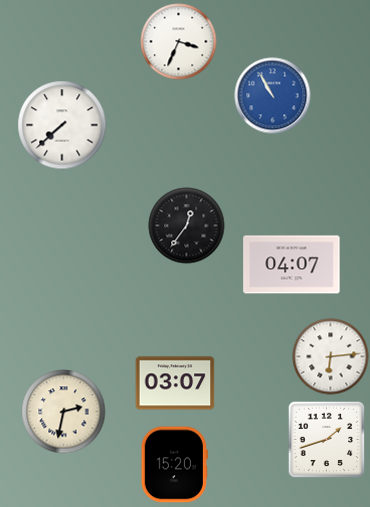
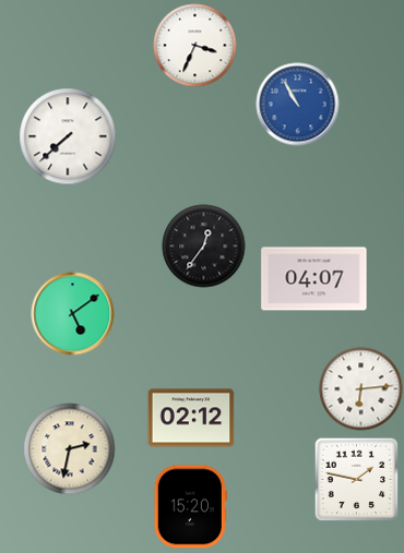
clock at (292, 265) position: (292, 265) -> (314, 279)
clock at (73, 314): none -> 5:09
clock at (175, 383): 03:07 -> 02:12
clock at (326, 439): 1:42 -> 1:47
